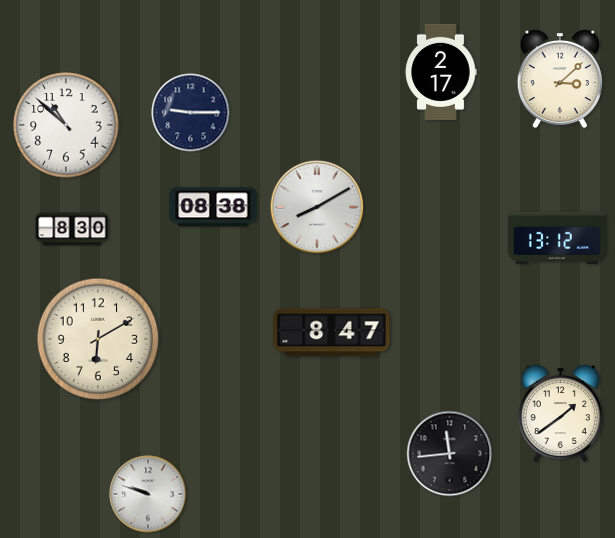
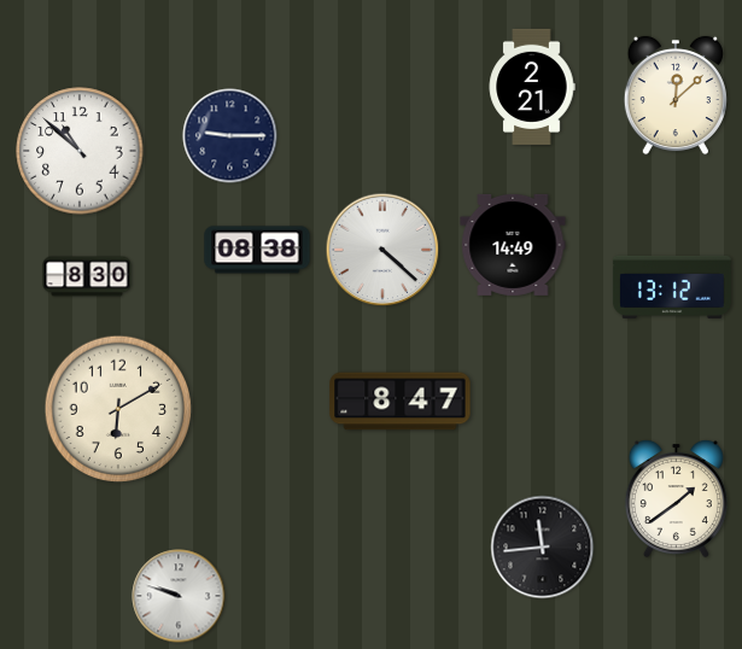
clock at (441, 72): 2:17 -> 2:21
clock at (560, 79): 3:08 -> 12:08
clock at (513, 245): none -> 14:49
clock at (317, 207): 8:10 -> 4:22
